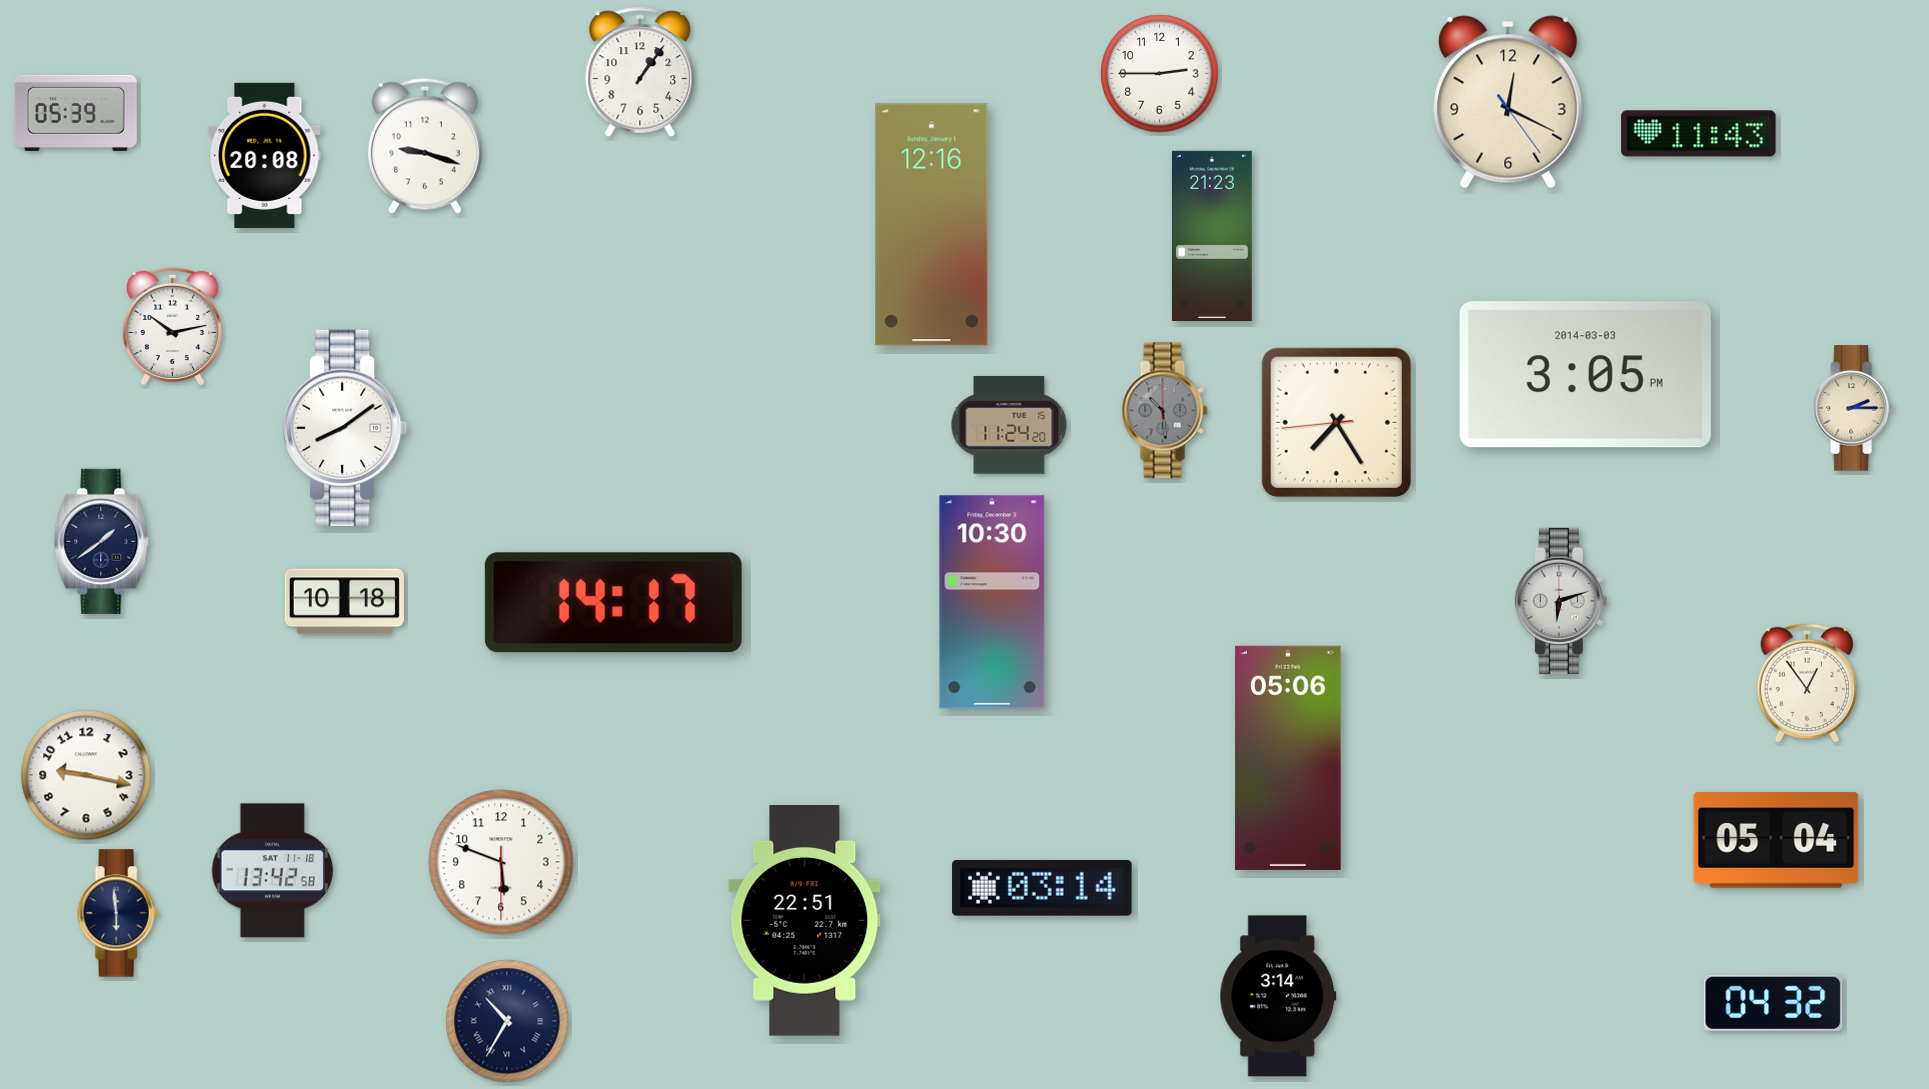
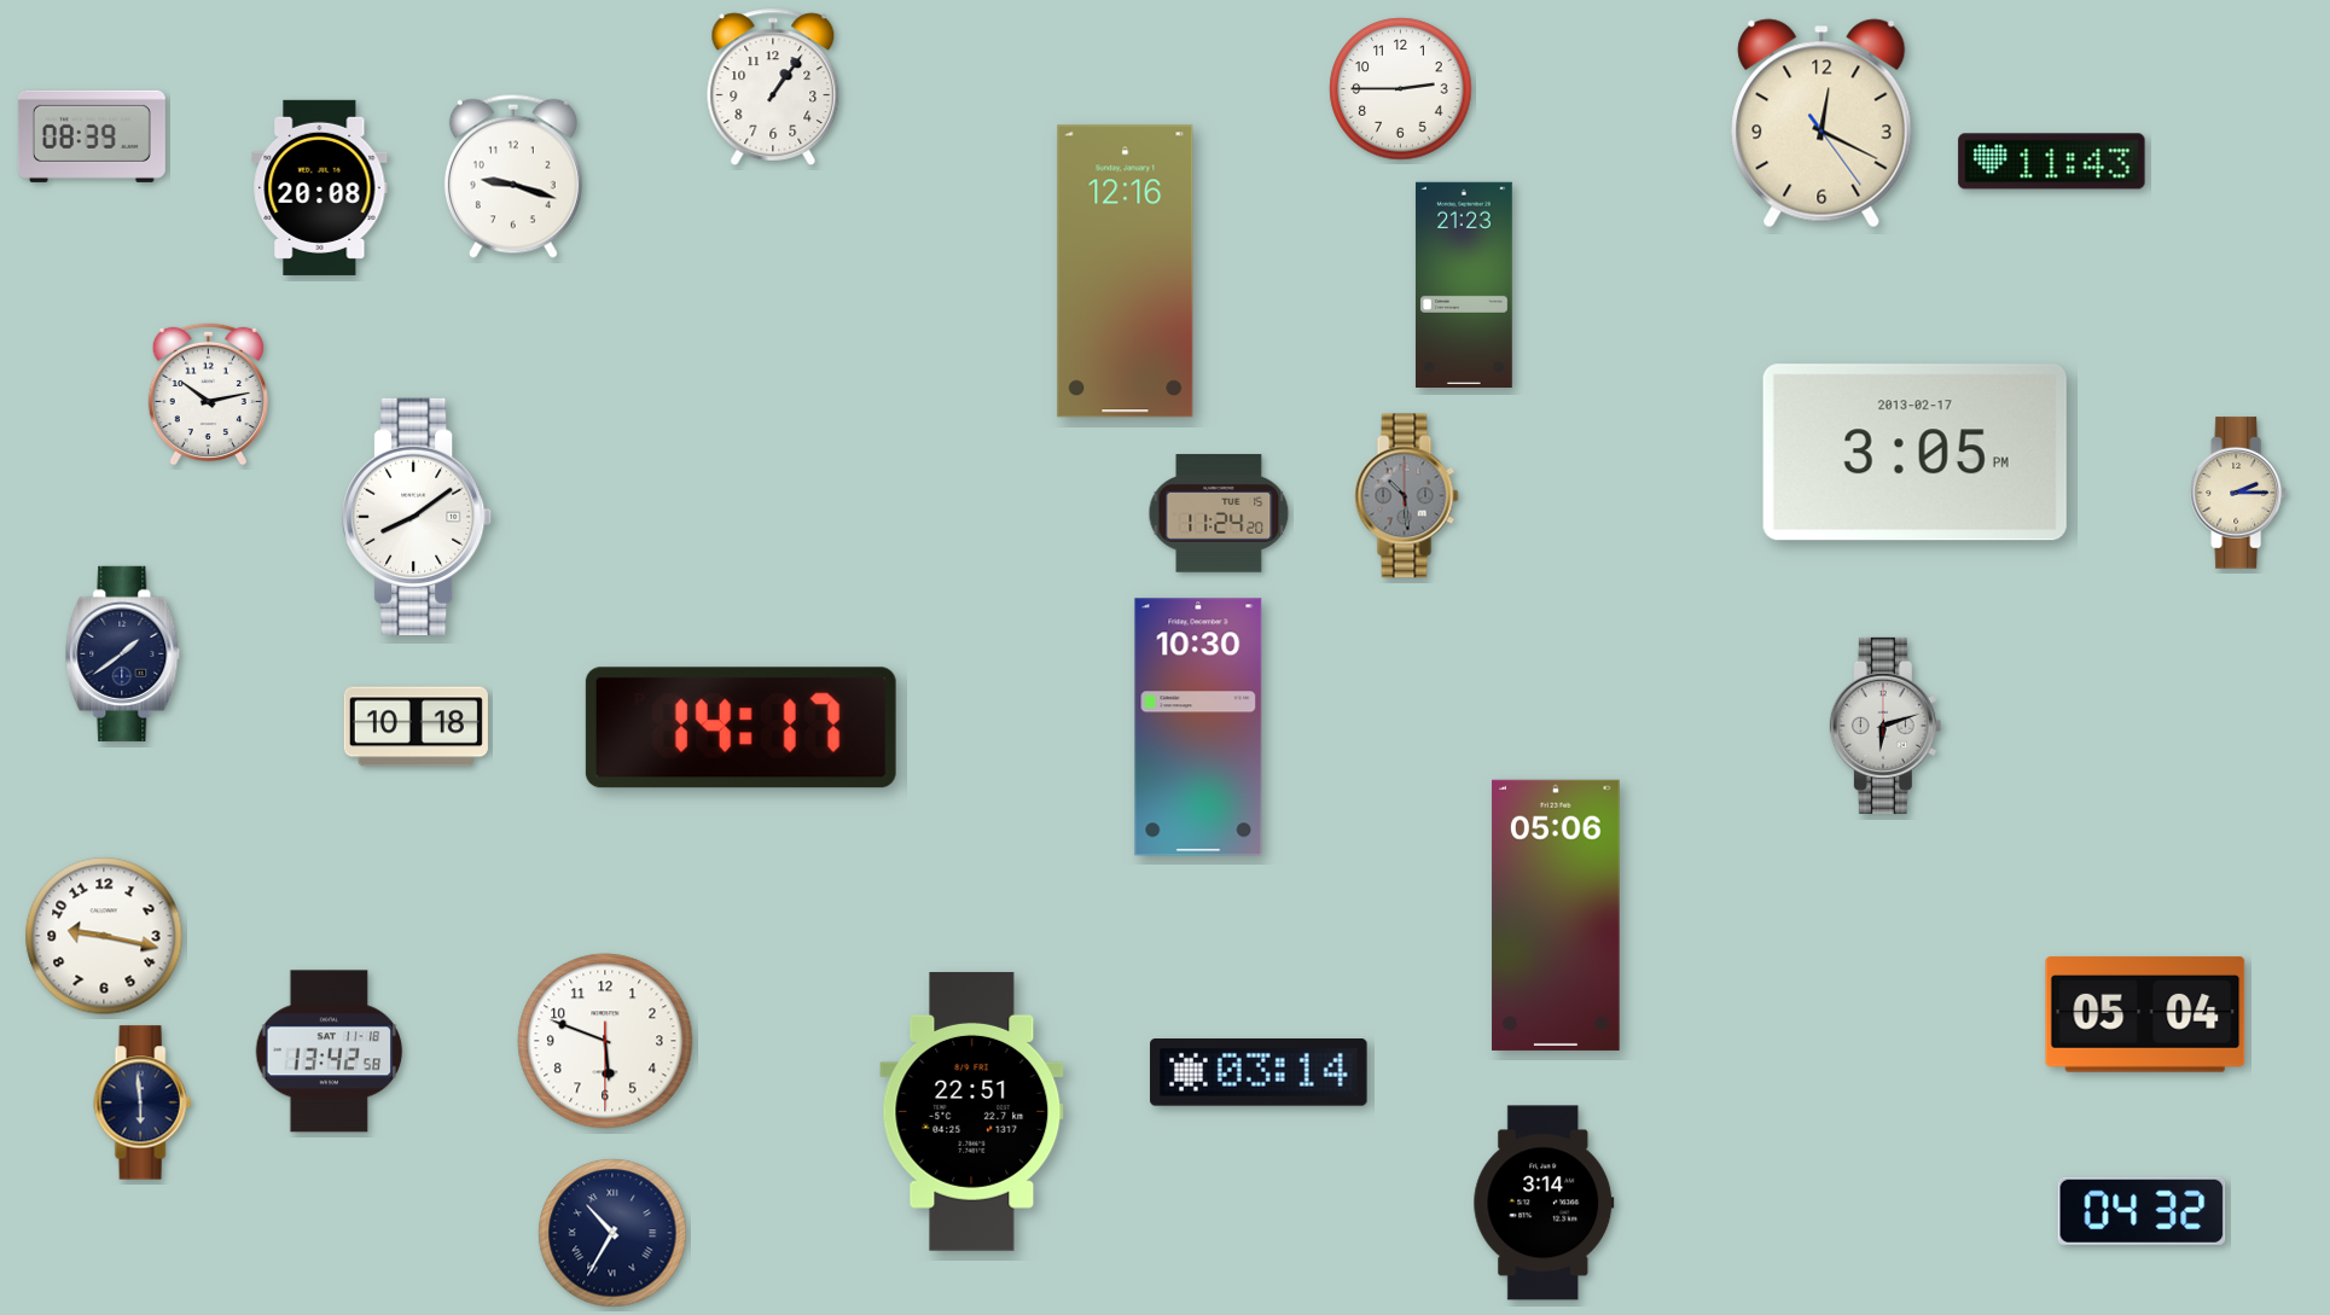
clock at (76, 113): 05:39 -> 08:39
clock at (1585, 375) date: 2014-03-03 -> 2013-02-17
clock at (1336, 422): 7:24 -> none
clock at (1806, 683): 12:54 -> none
